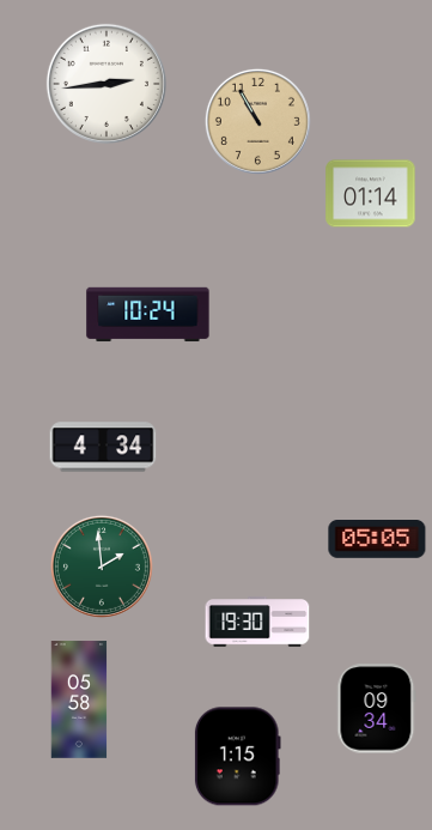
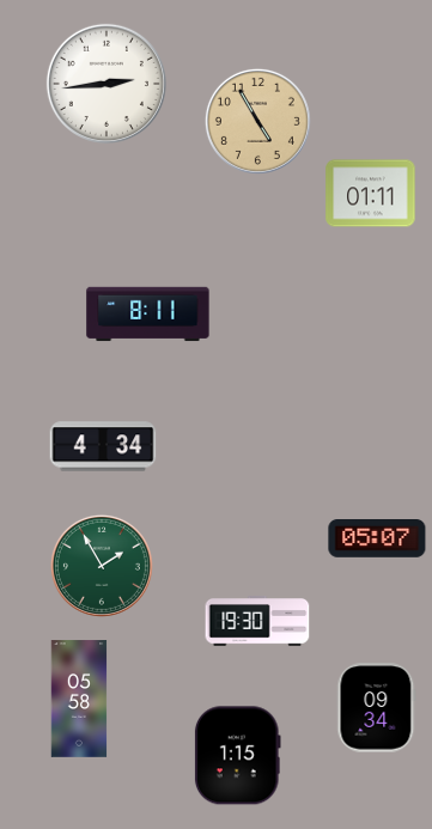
clock at (257, 121): 10:55 -> 4:55
clock at (371, 194): 01:14 -> 01:11
clock at (148, 315): 10:24 -> 8:11
clock at (377, 540): 05:05 -> 05:07
clock at (102, 567): 1:59 -> 1:55
